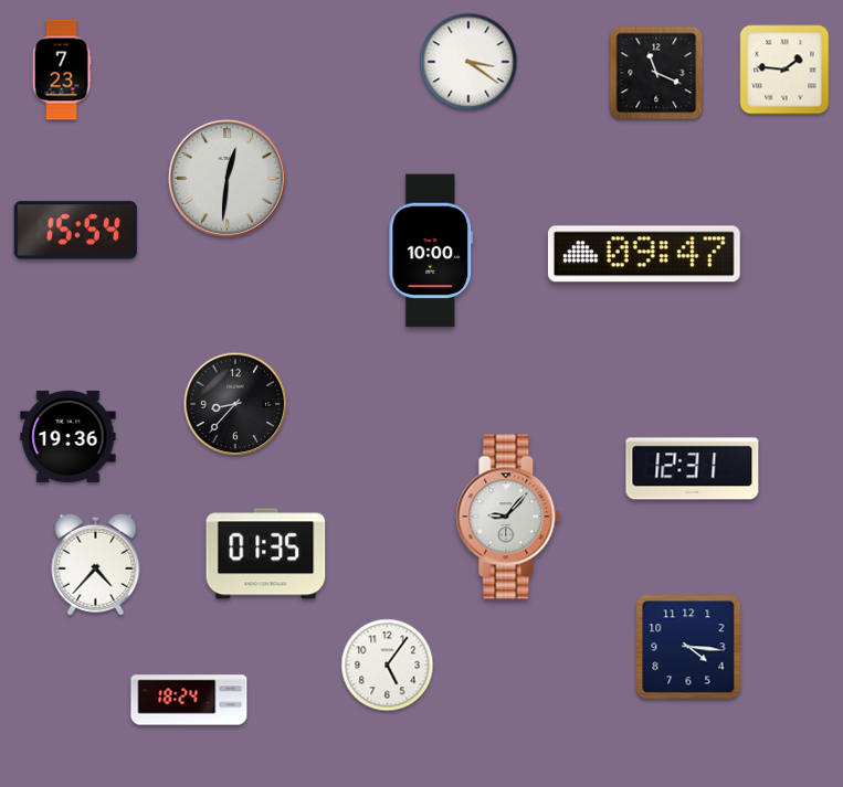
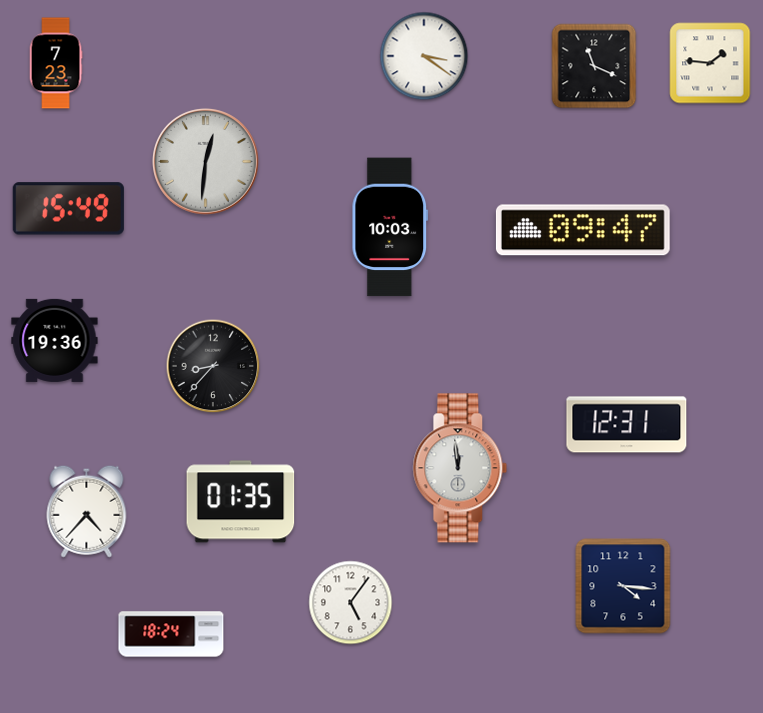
clock at (75, 231): 15:54 -> 15:49
clock at (431, 251): 10:00 -> 10:03
clock at (69, 436) position: (69, 436) -> (55, 340)
clock at (508, 517): 9:07 -> 11:59
